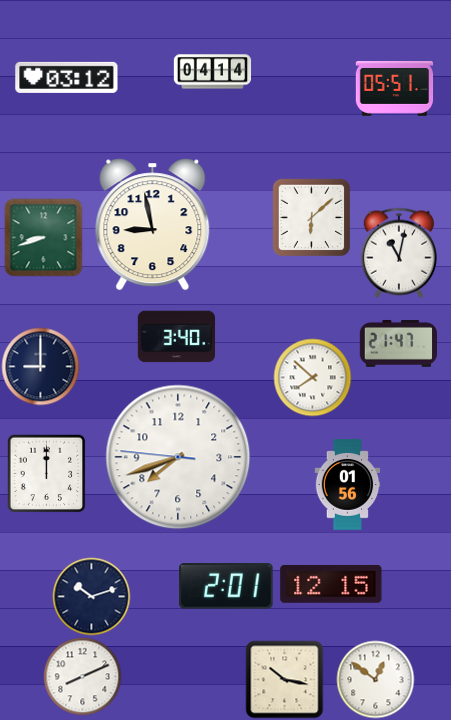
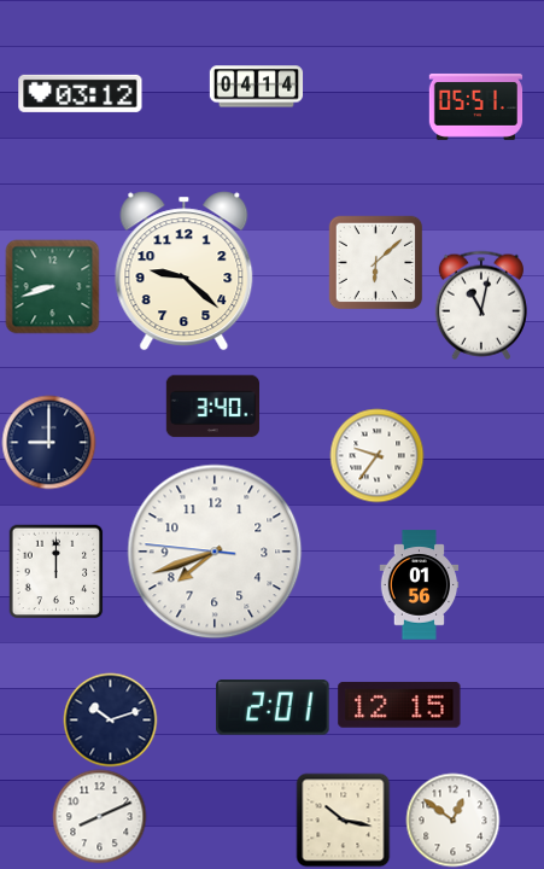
clock at (153, 225): 8:58 -> 9:22
clock at (398, 343): 21:47 -> none
clock at (312, 377): 7:52 -> 9:36
